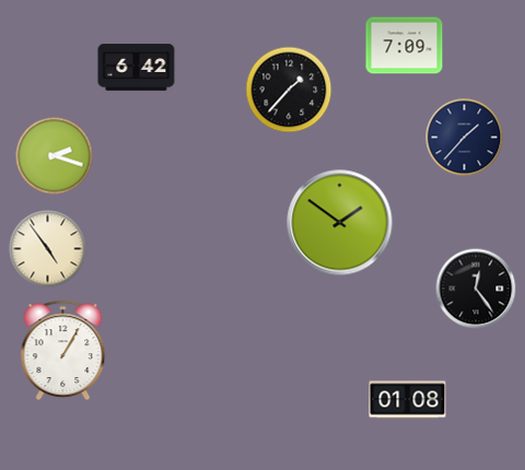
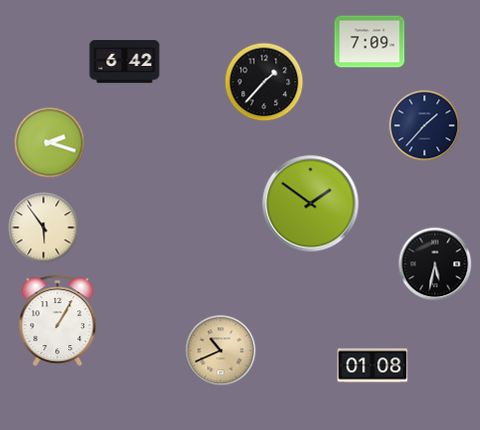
clock at (48, 249): 4:54 -> 5:54
clock at (476, 289): 12:24 -> 5:32
clock at (221, 351): none -> 10:41
